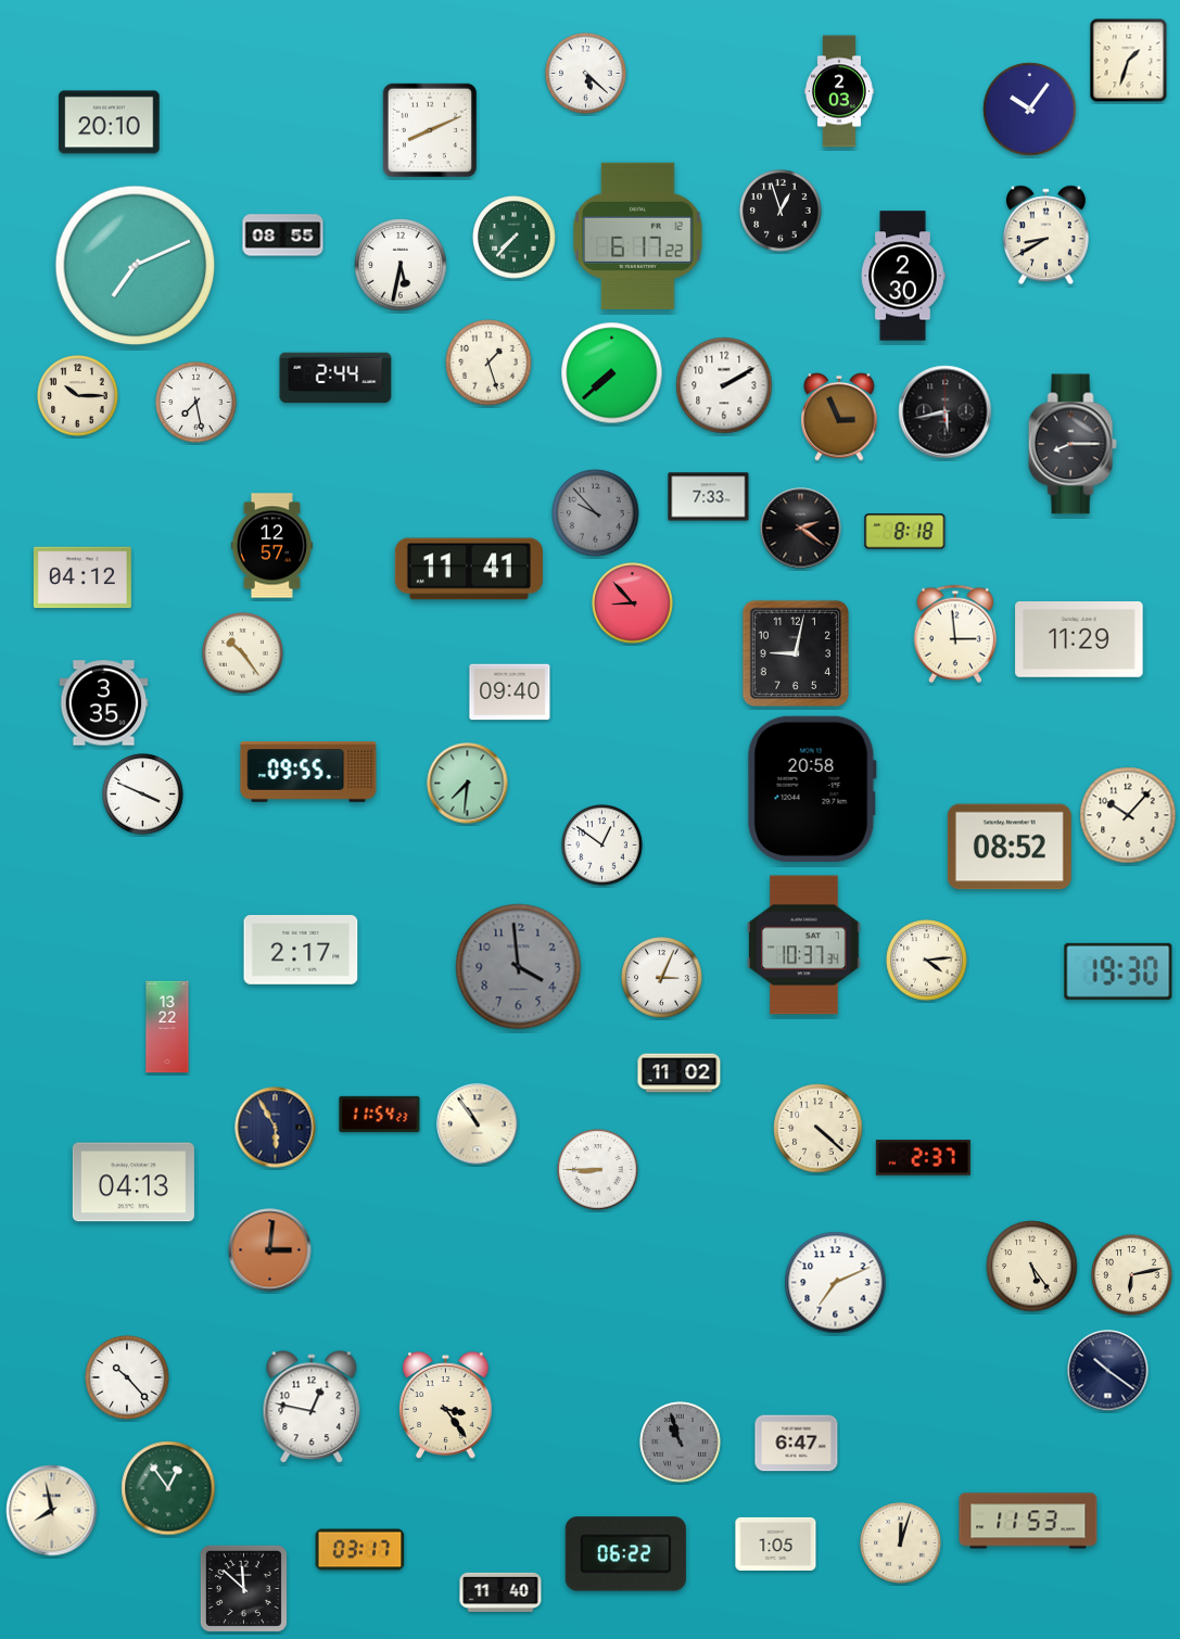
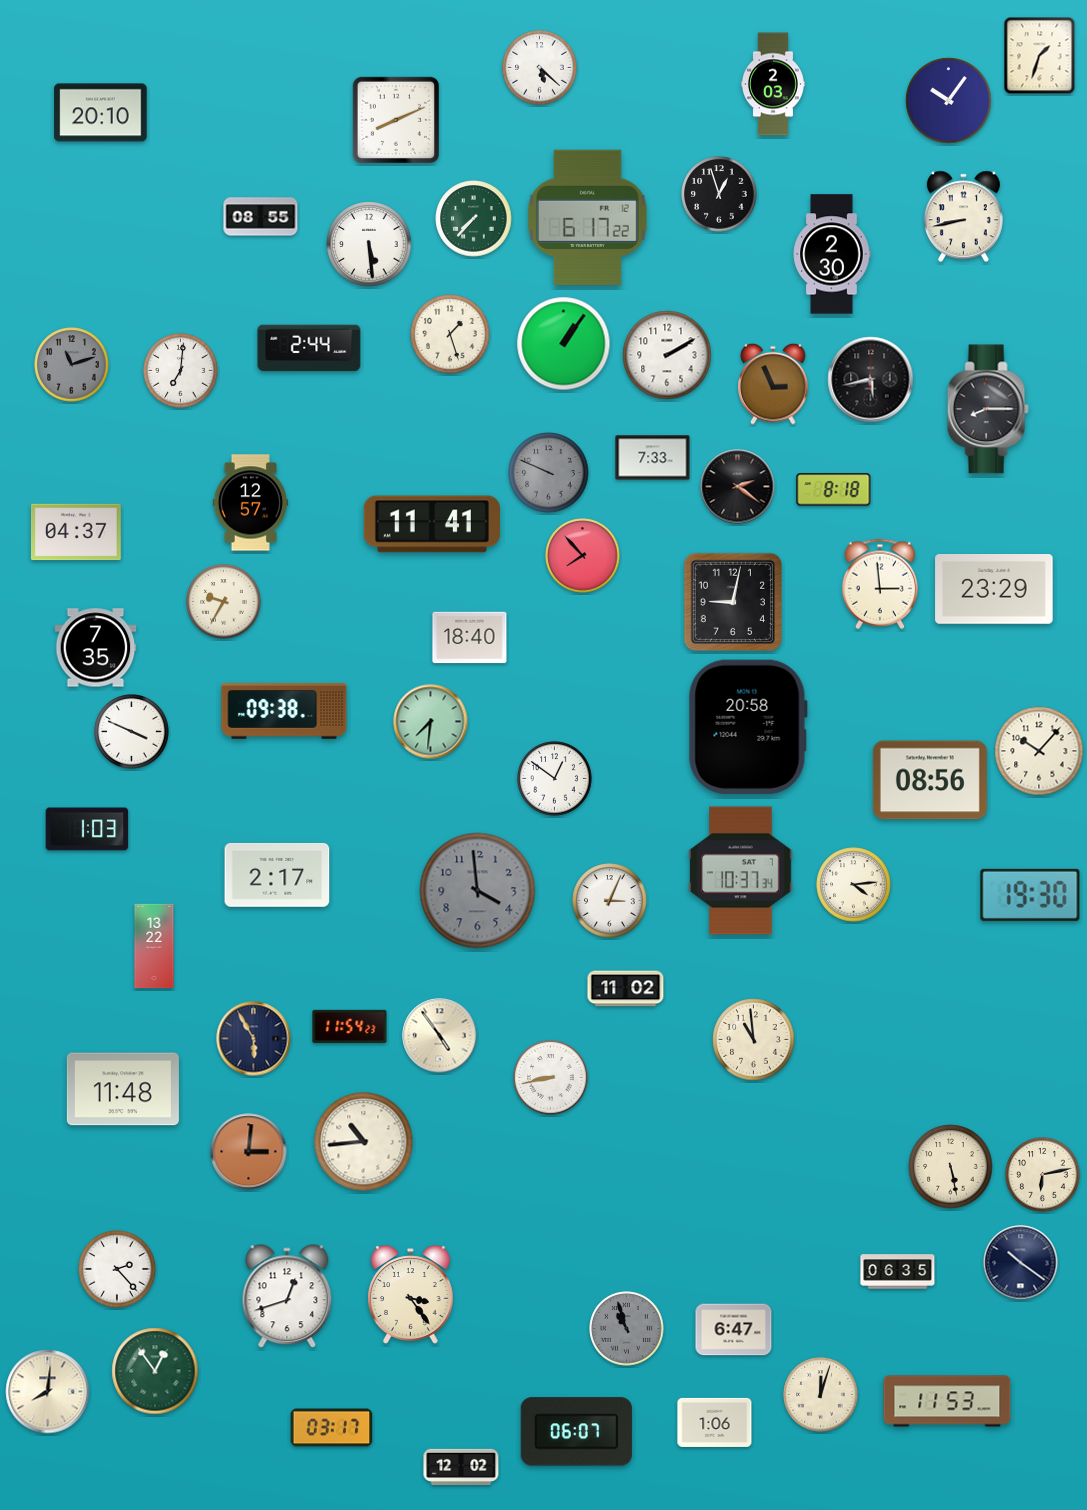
clock at (1045, 236): 8:40 -> 8:43
clock at (401, 265): 5:32 -> 5:29
clock at (136, 266): 7:11 -> none
clock at (612, 373): 7:38 -> 1:06
clock at (78, 396): 10:15 -> 11:12
clock at (78, 396) dial: cream -> grey
clock at (196, 403): 7:28 -> 7:01
clock at (596, 513): 9:53 -> 9:49
clock at (83, 577): 04:12 -> 04:37
clock at (633, 603): 8:53 -> 7:53
clock at (1079, 640): 11:29 -> 23:29
clock at (243, 653): 10:24 -> 9:35
clock at (510, 693): 09:40 -> 18:40
clock at (104, 703): 3:35 -> 7:35
clock at (308, 772): 09:55 -> 09:38
clock at (1010, 847): 08:52 -> 08:56
clock at (87, 829): none -> 1:03
clock at (478, 1125): 10:54 -> 4:54
clock at (819, 1129): 4:22 -> 10:59
clock at (923, 1158): 2:37 -> none
clock at (598, 1170): 8:45 -> 8:43
clock at (134, 1182): 04:13 -> 11:48
clock at (364, 1142): none -> 10:44
clock at (1032, 1267): 5:24 -> 5:28
clock at (836, 1283): 7:11 -> none
clock at (127, 1377): 10:23 -> 2:23
clock at (898, 1272): none -> 06:35
clock at (312, 1408): 12:47 -> 12:42
clock at (52, 1511): 7:58 -> 8:01
clock at (776, 1543): 1:05 -> 1:06
clock at (901, 1543) position: (901, 1543) -> (821, 1395)
clock at (625, 1554): 06:22 -> 06:07
clock at (243, 1588): 11:52 -> none
clock at (500, 1591): 11:40 -> 12:02
